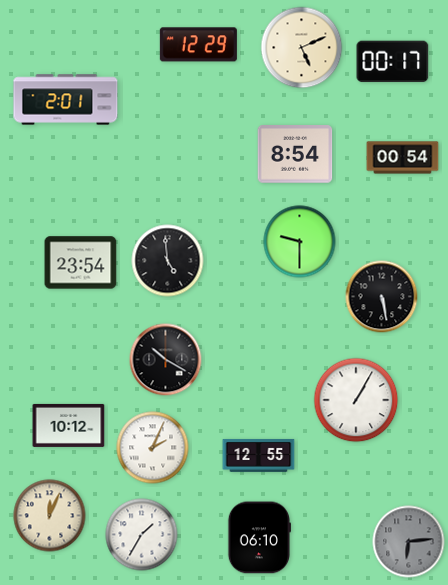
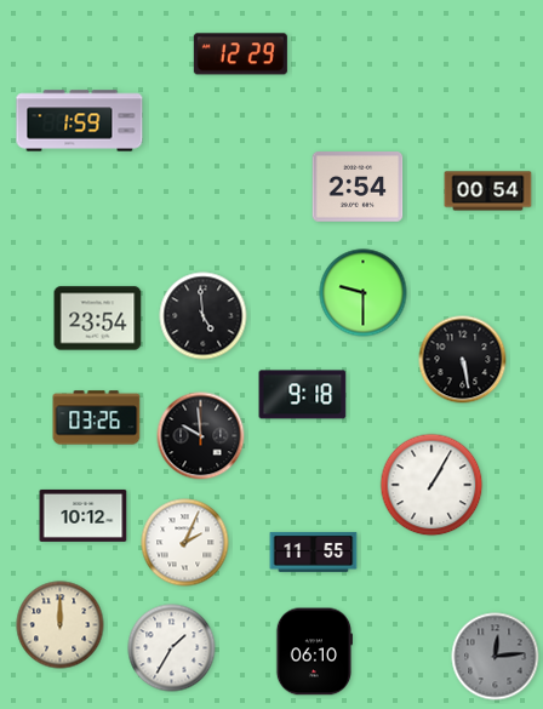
clock at (302, 48): 5:11 -> none
clock at (393, 62): 00:17 -> none
clock at (66, 100): 2:01 -> 1:59
clock at (295, 154): 8:54 -> 2:54
clock at (303, 395): none -> 9:18
clock at (97, 418): none -> 03:26
clock at (166, 360): 10:20 -> 9:59
clock at (259, 455): 12:55 -> 11:55
clock at (50, 516): 12:04 -> 12:00
clock at (409, 542): 6:14 -> 12:14
